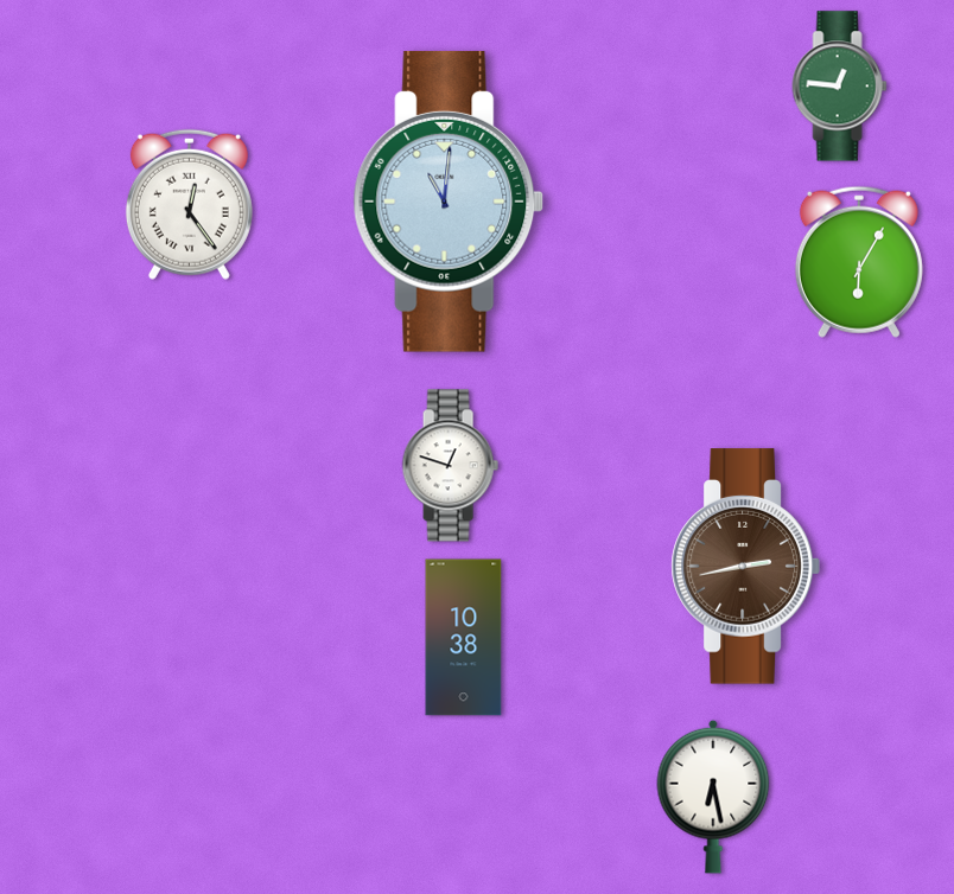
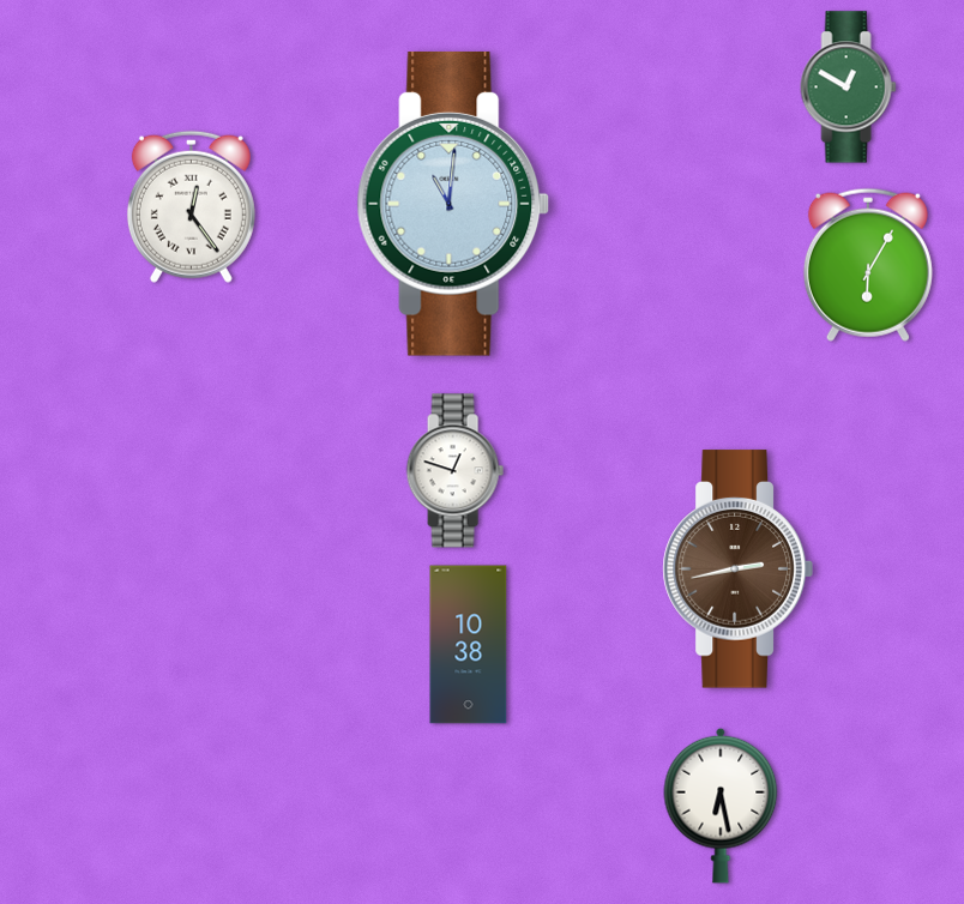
clock at (840, 87): 12:46 -> 12:50
clock at (745, 567) position: (745, 567) -> (737, 569)
